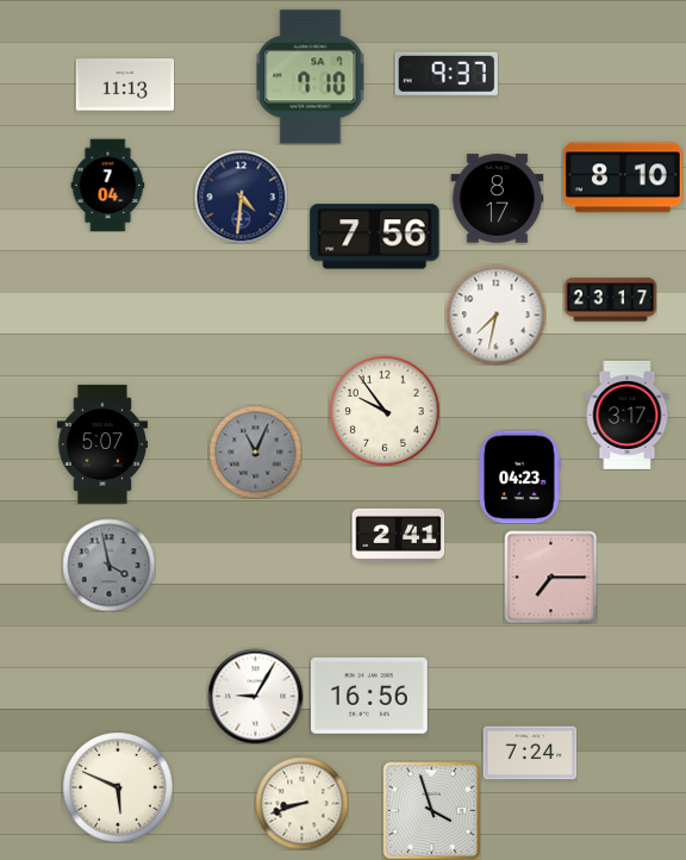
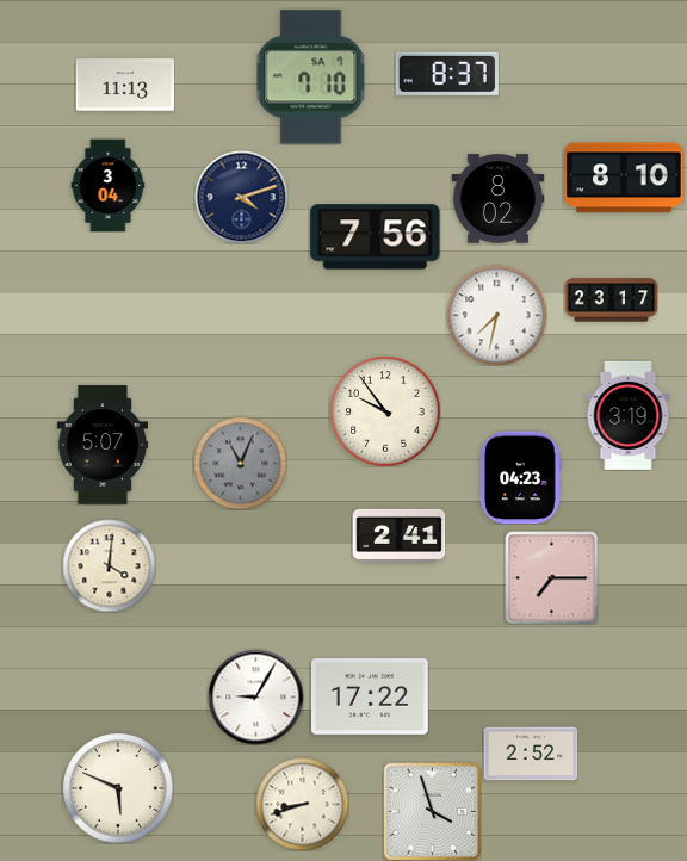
clock at (447, 74): 9:37 -> 8:37
clock at (108, 185): 7:04 -> 3:04
clock at (241, 197): 4:31 -> 4:12
clock at (497, 199): 8:17 -> 8:02
clock at (628, 415): 3:17 -> 3:19
clock at (255, 451) position: (255, 451) -> (240, 463)
clock at (108, 565): 3:58 -> 4:01
clock at (108, 565) dial: grey -> cream
clock at (370, 697): 16:56 -> 17:22
clock at (530, 753): 7:24 -> 2:52
